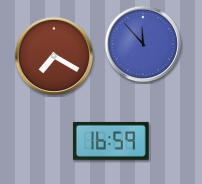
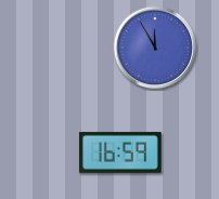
clock at (143, 44): 11:53 -> 11:55
clock at (54, 56): 7:20 -> none
